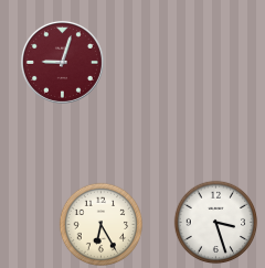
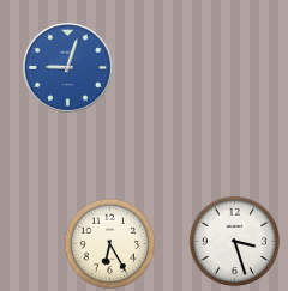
clock at (62, 62) dial: burgundy -> blue
